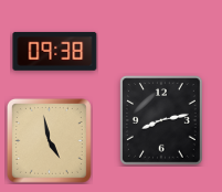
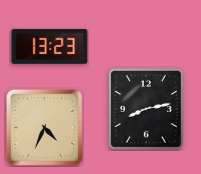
clock at (55, 51): 09:38 -> 13:23
clock at (49, 140): 4:58 -> 4:34
